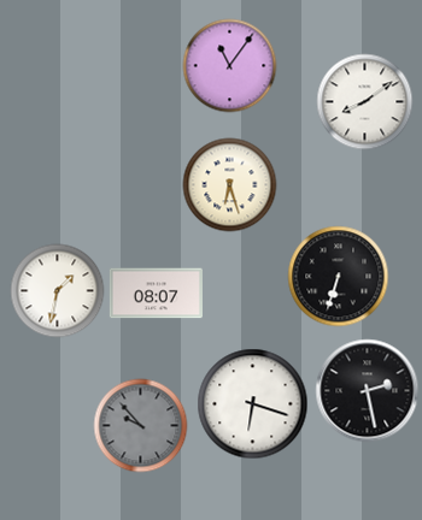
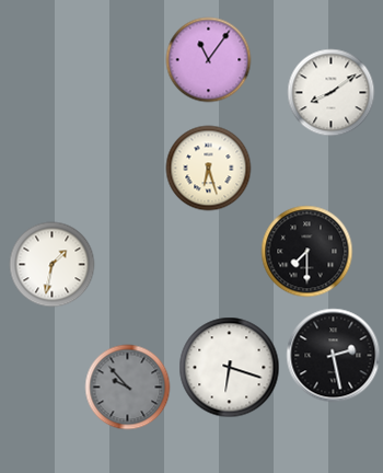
clock at (338, 276): 6:33 -> 7:30
clock at (156, 294): 08:07 -> none
